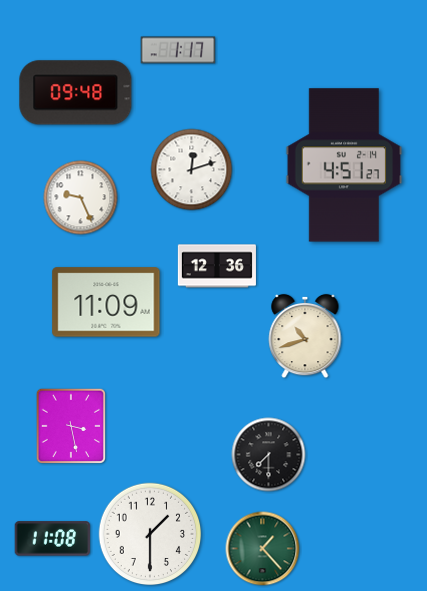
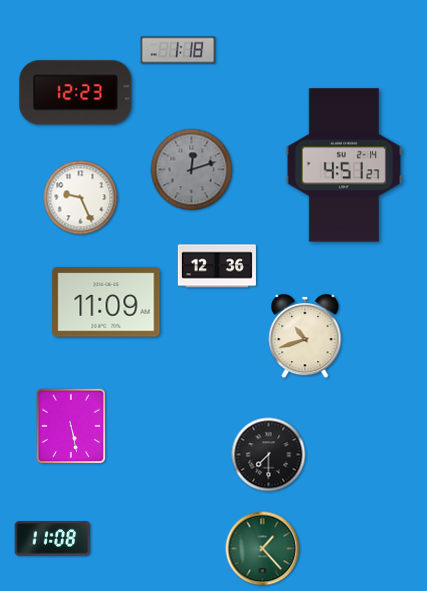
clock at (178, 50): 1:17 -> 1:18
clock at (76, 93): 09:48 -> 12:23
clock at (192, 170) dial: white -> grey
clock at (70, 426): 3:28 -> 5:28
clock at (150, 534): 1:30 -> none
